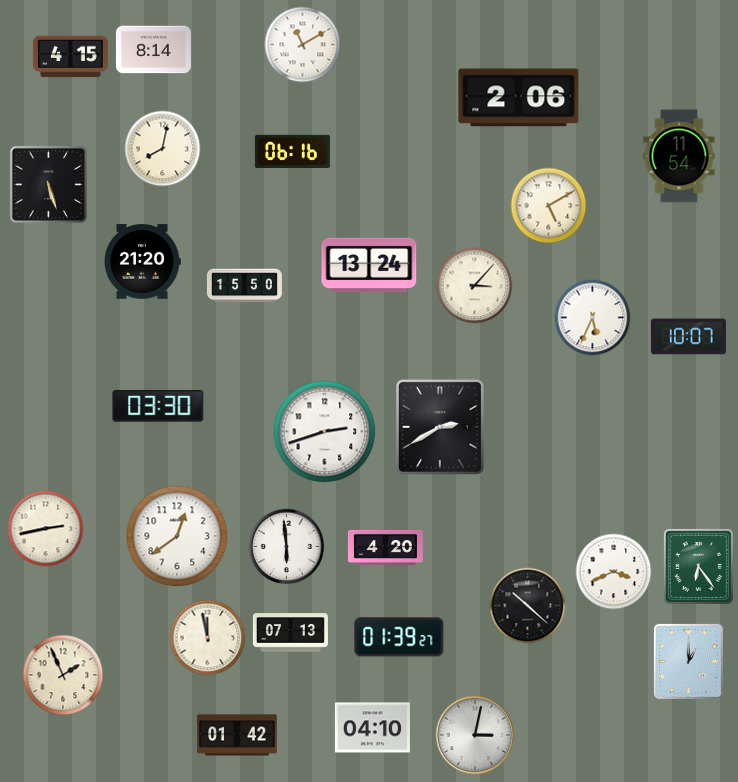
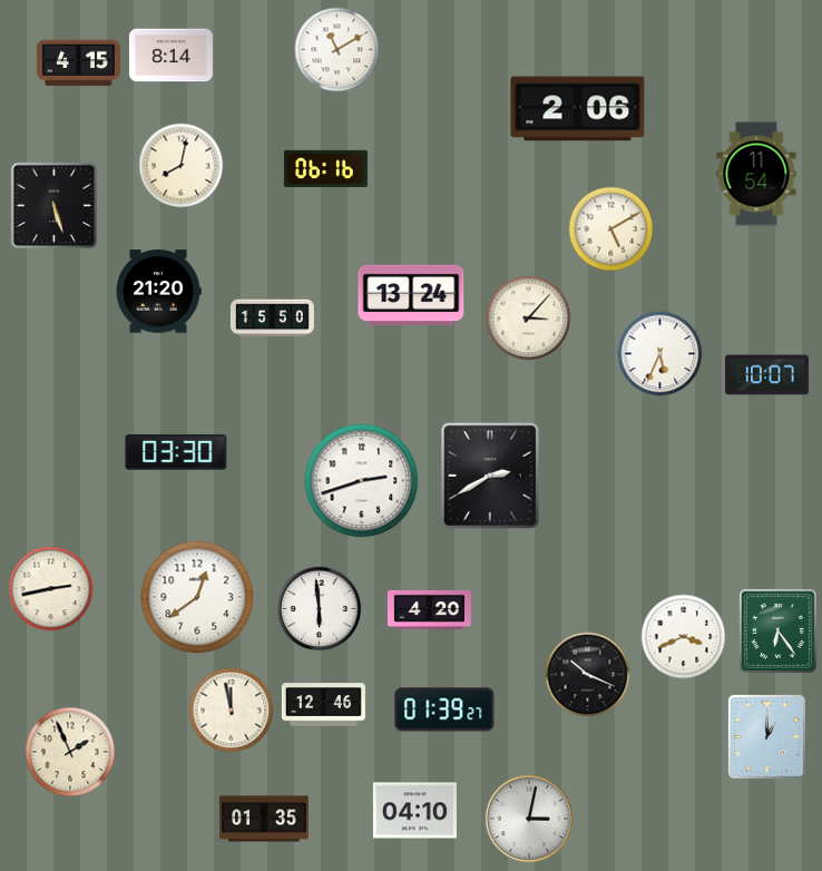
clock at (528, 606): 10:22 -> 10:19
clock at (290, 633): 07:13 -> 12:46
clock at (237, 735): 01:42 -> 01:35
